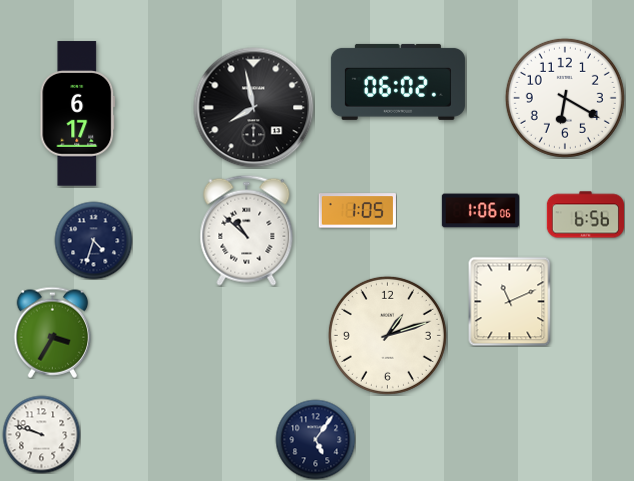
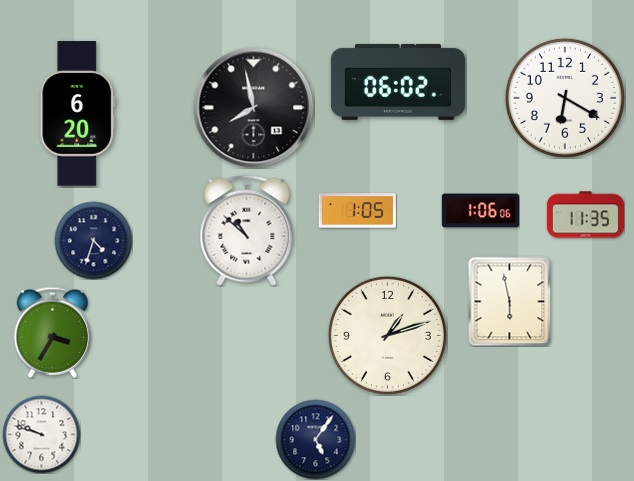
clock at (78, 114): 6:17 -> 6:20
clock at (585, 215): 6:56 -> 11:35
clock at (510, 301): 11:11 -> 5:58
